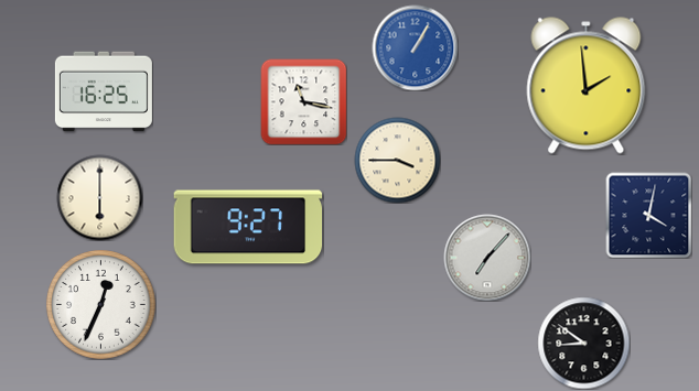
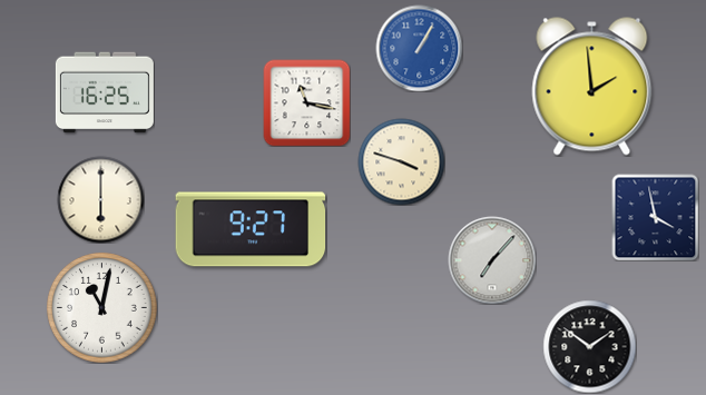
clock at (397, 160): 3:45 -> 3:48
clock at (648, 215): 4:02 -> 3:58
clock at (101, 305): 12:34 -> 11:02
clock at (583, 343): 8:51 -> 1:51
